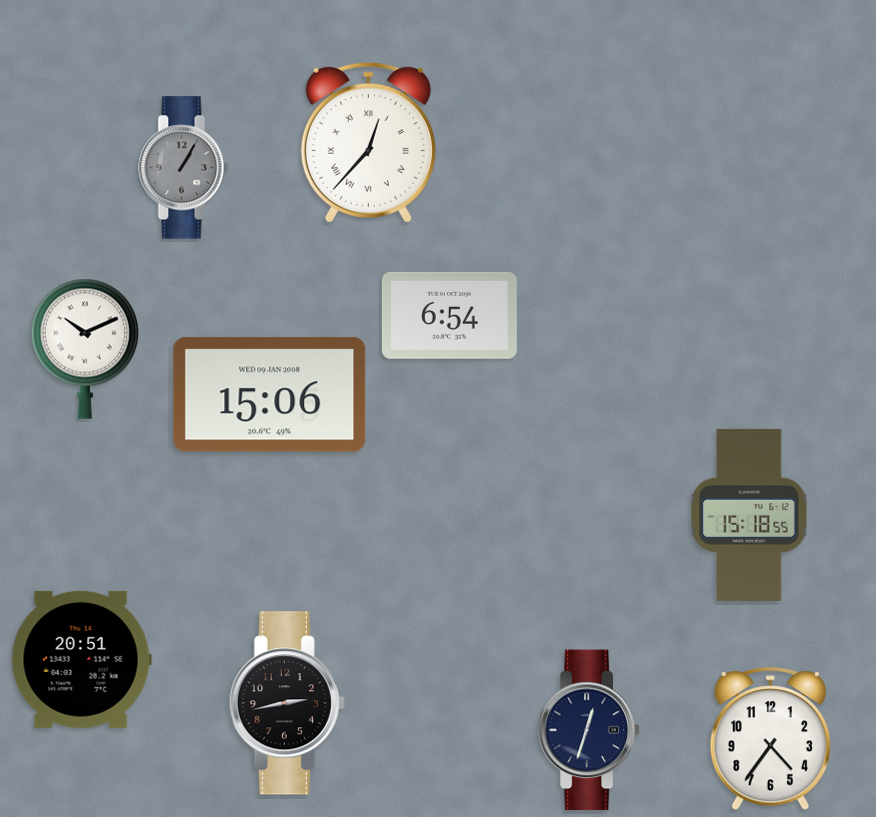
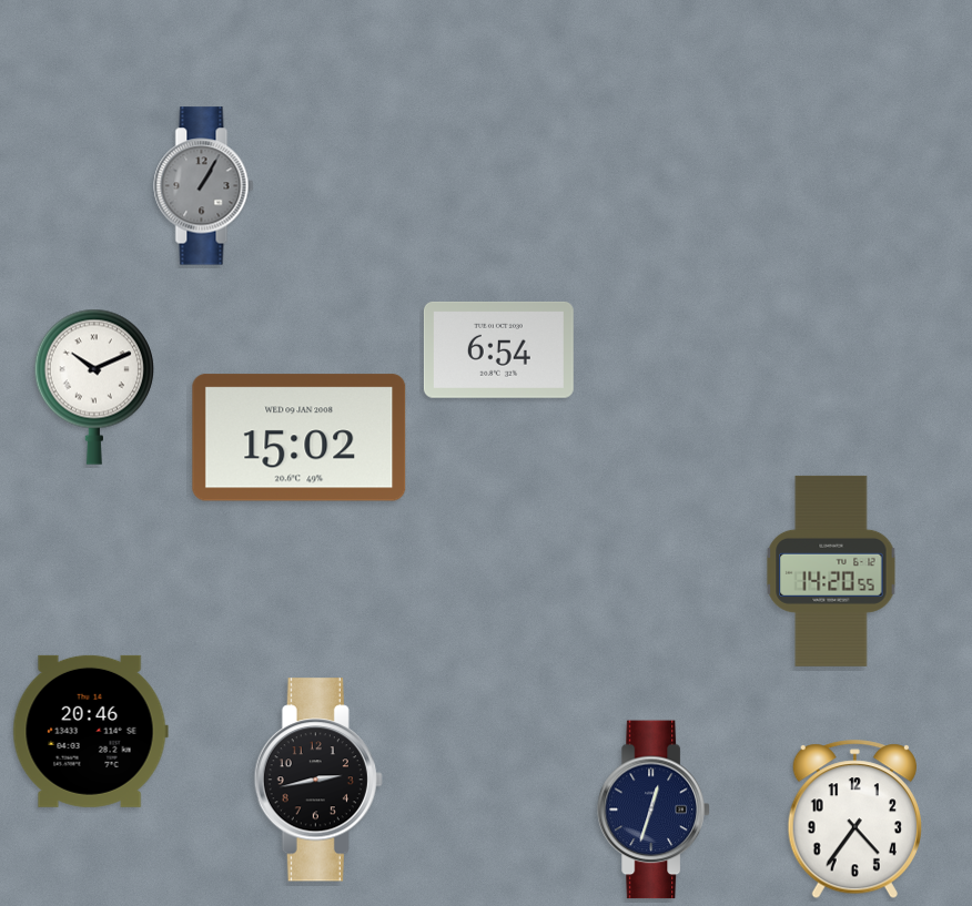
clock at (368, 142): 12:37 -> none
clock at (270, 395): 15:06 -> 15:02
clock at (749, 515): 15:18 -> 14:20
clock at (81, 659): 20:51 -> 20:46
